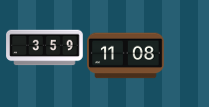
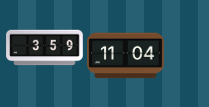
clock at (126, 56): 11:08 -> 11:04
